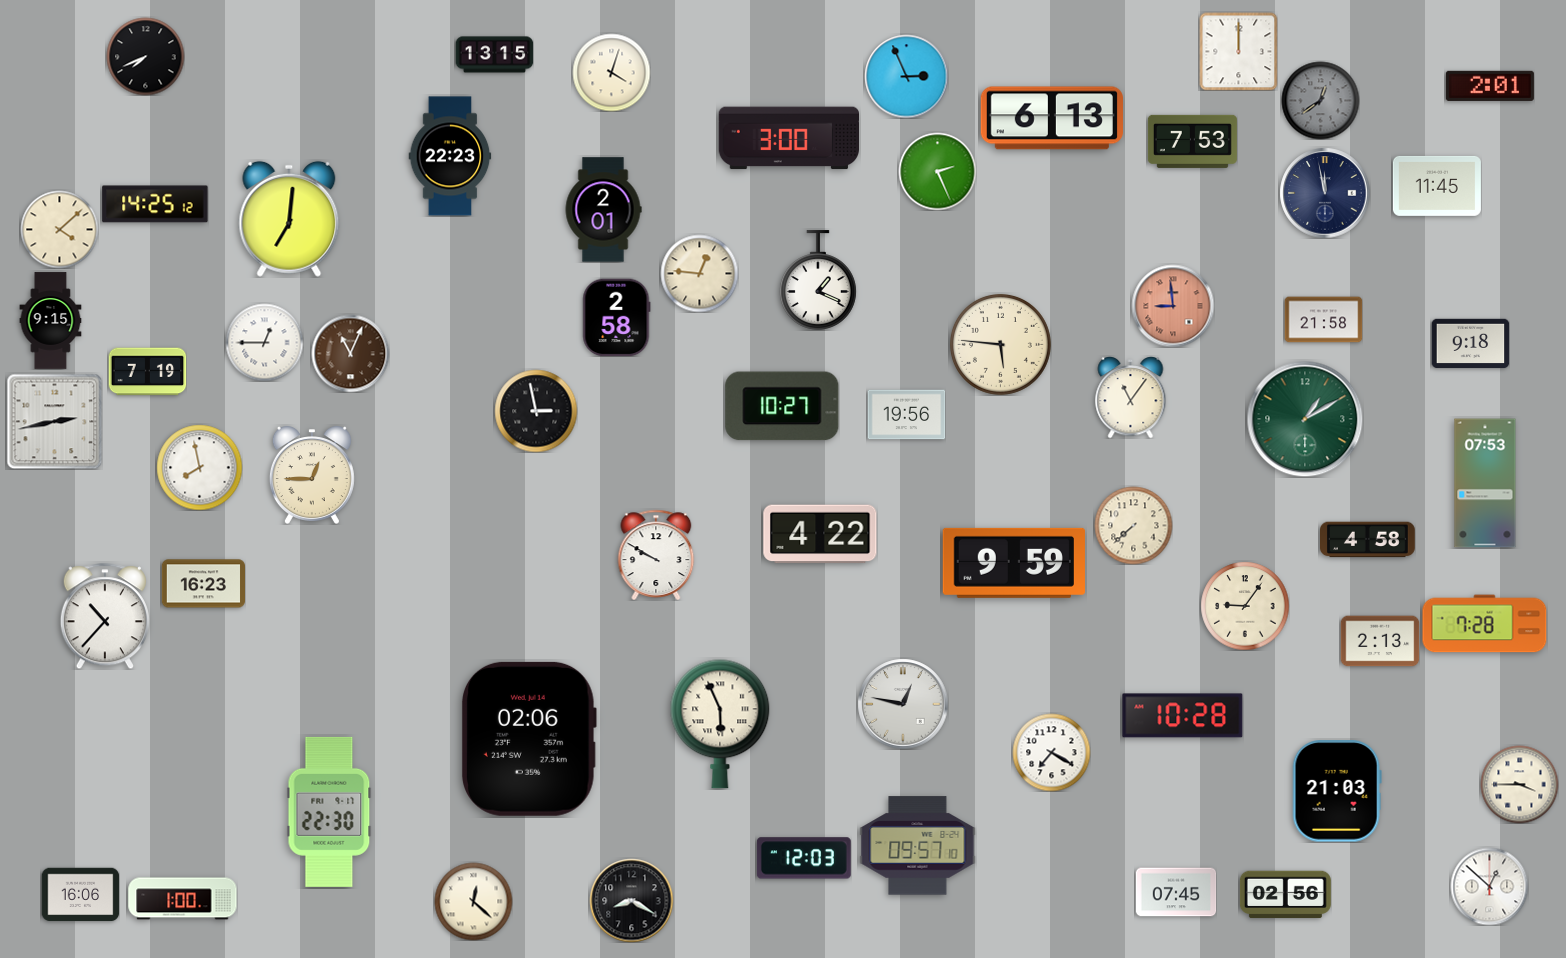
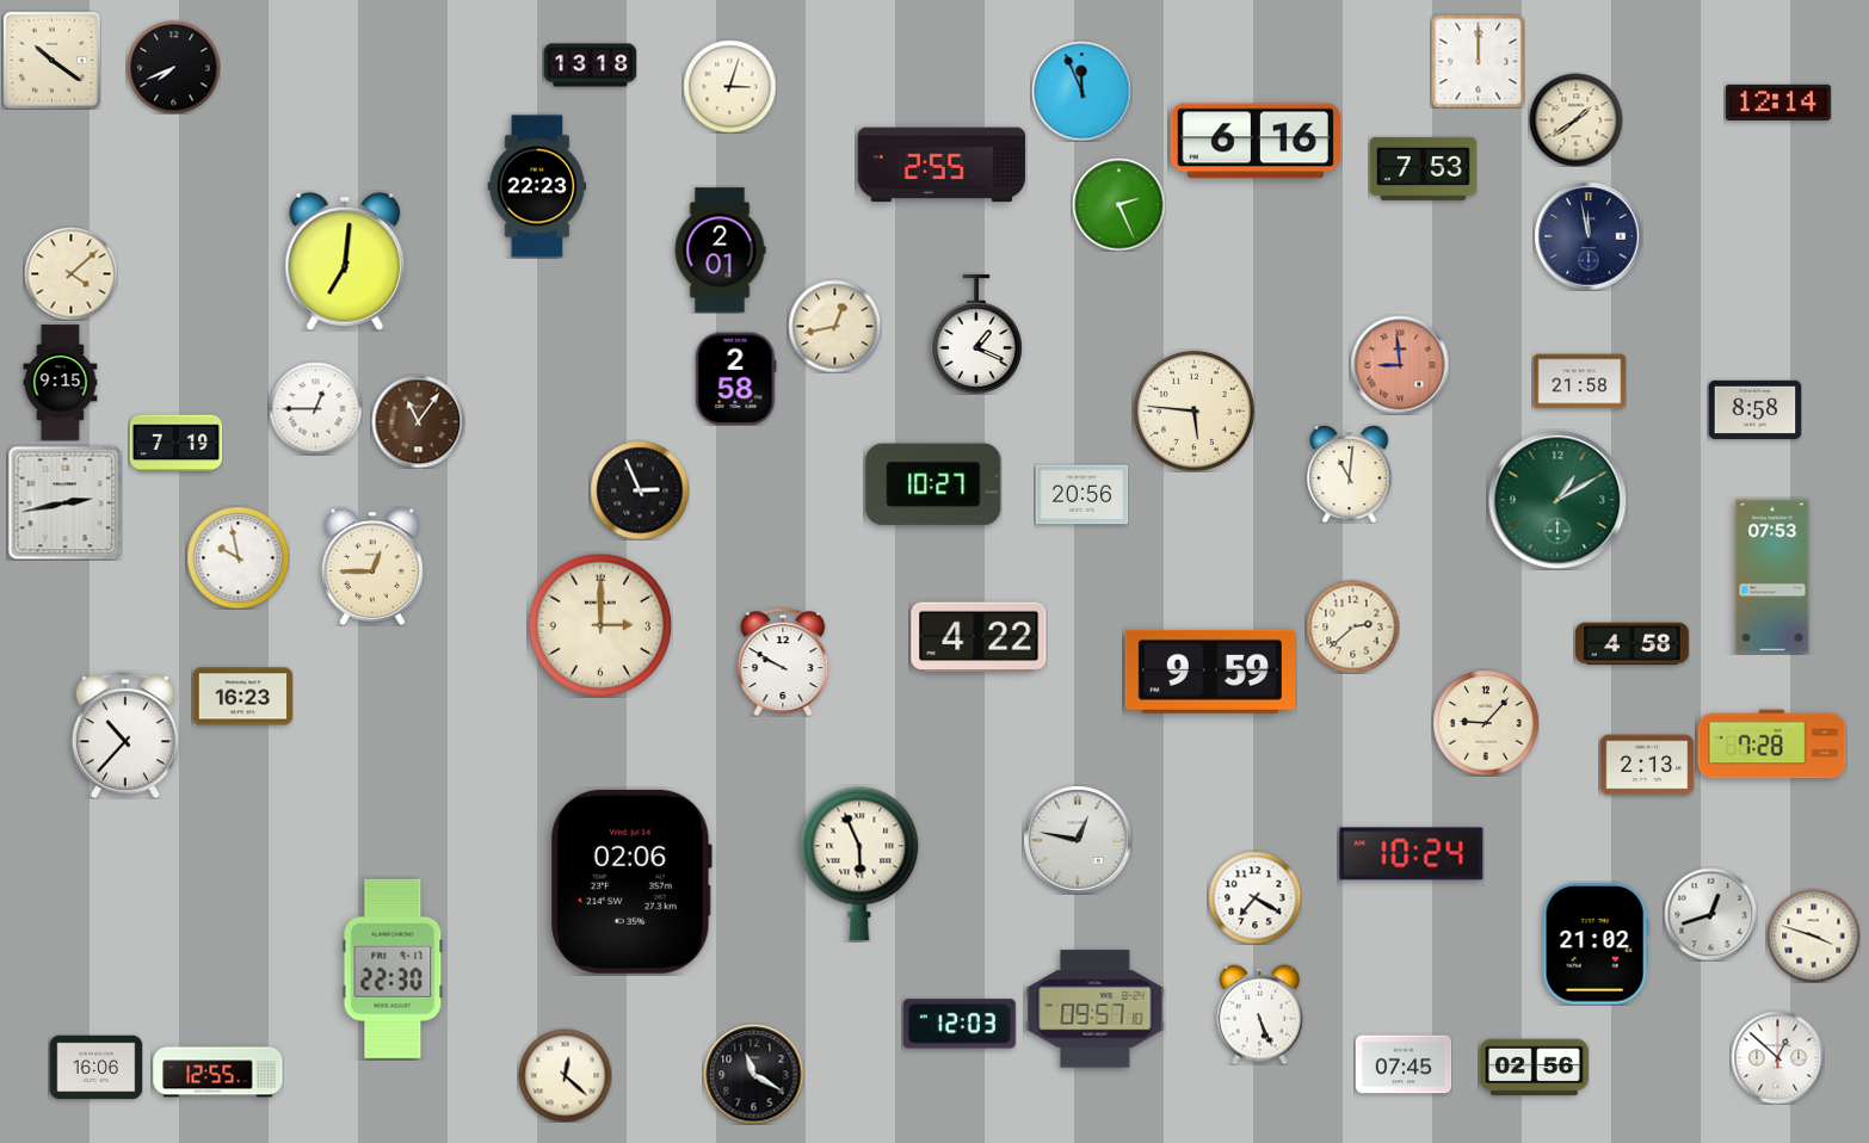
clock at (51, 60): none -> 10:21
clock at (494, 55): 13:15 -> 13:18
clock at (611, 72): 4:03 -> 3:03
clock at (906, 76): 2:56 -> 11:56
clock at (1490, 86): 2:01 -> 12:14
clock at (1320, 100): 12:39 -> 1:39
clock at (1320, 100) dial: grey -> cream
clock at (1052, 118): 6:13 -> 6:16
clock at (788, 138): 3:00 -> 2:55
clock at (1437, 186): 11:45 -> none
clock at (1325, 193) position: (1325, 193) -> (1589, 236)
clock at (155, 204): 14:25 -> none
clock at (699, 273): 12:46 -> 12:43
clock at (1470, 344): 9:18 -> 8:58
clock at (350, 353): 11:04 -> 11:06
clock at (1131, 397): 11:06 -> 11:01
clock at (536, 411): 2:58 -> 2:56
clock at (906, 415): 19:56 -> 20:56
clock at (199, 467): 7:58 -> 9:58
clock at (600, 625): none -> 3:00
clock at (1133, 525): 7:38 -> 2:38
clock at (1245, 606): 9:06 -> 9:07
clock at (1183, 716): 10:28 -> 10:24
clock at (1710, 914): none -> 12:42
clock at (1519, 784): 3:45 -> 3:48
clock at (1337, 791): 21:03 -> 21:02
clock at (1259, 1014): none -> 5:26
clock at (183, 899): 1:00 -> 12:55
clock at (631, 900): 8:20 -> 11:20
